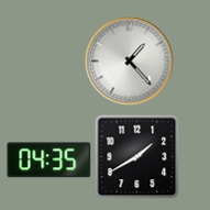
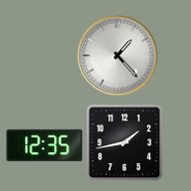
clock at (136, 156): 1:40 -> 1:43
clock at (49, 161): 04:35 -> 12:35
